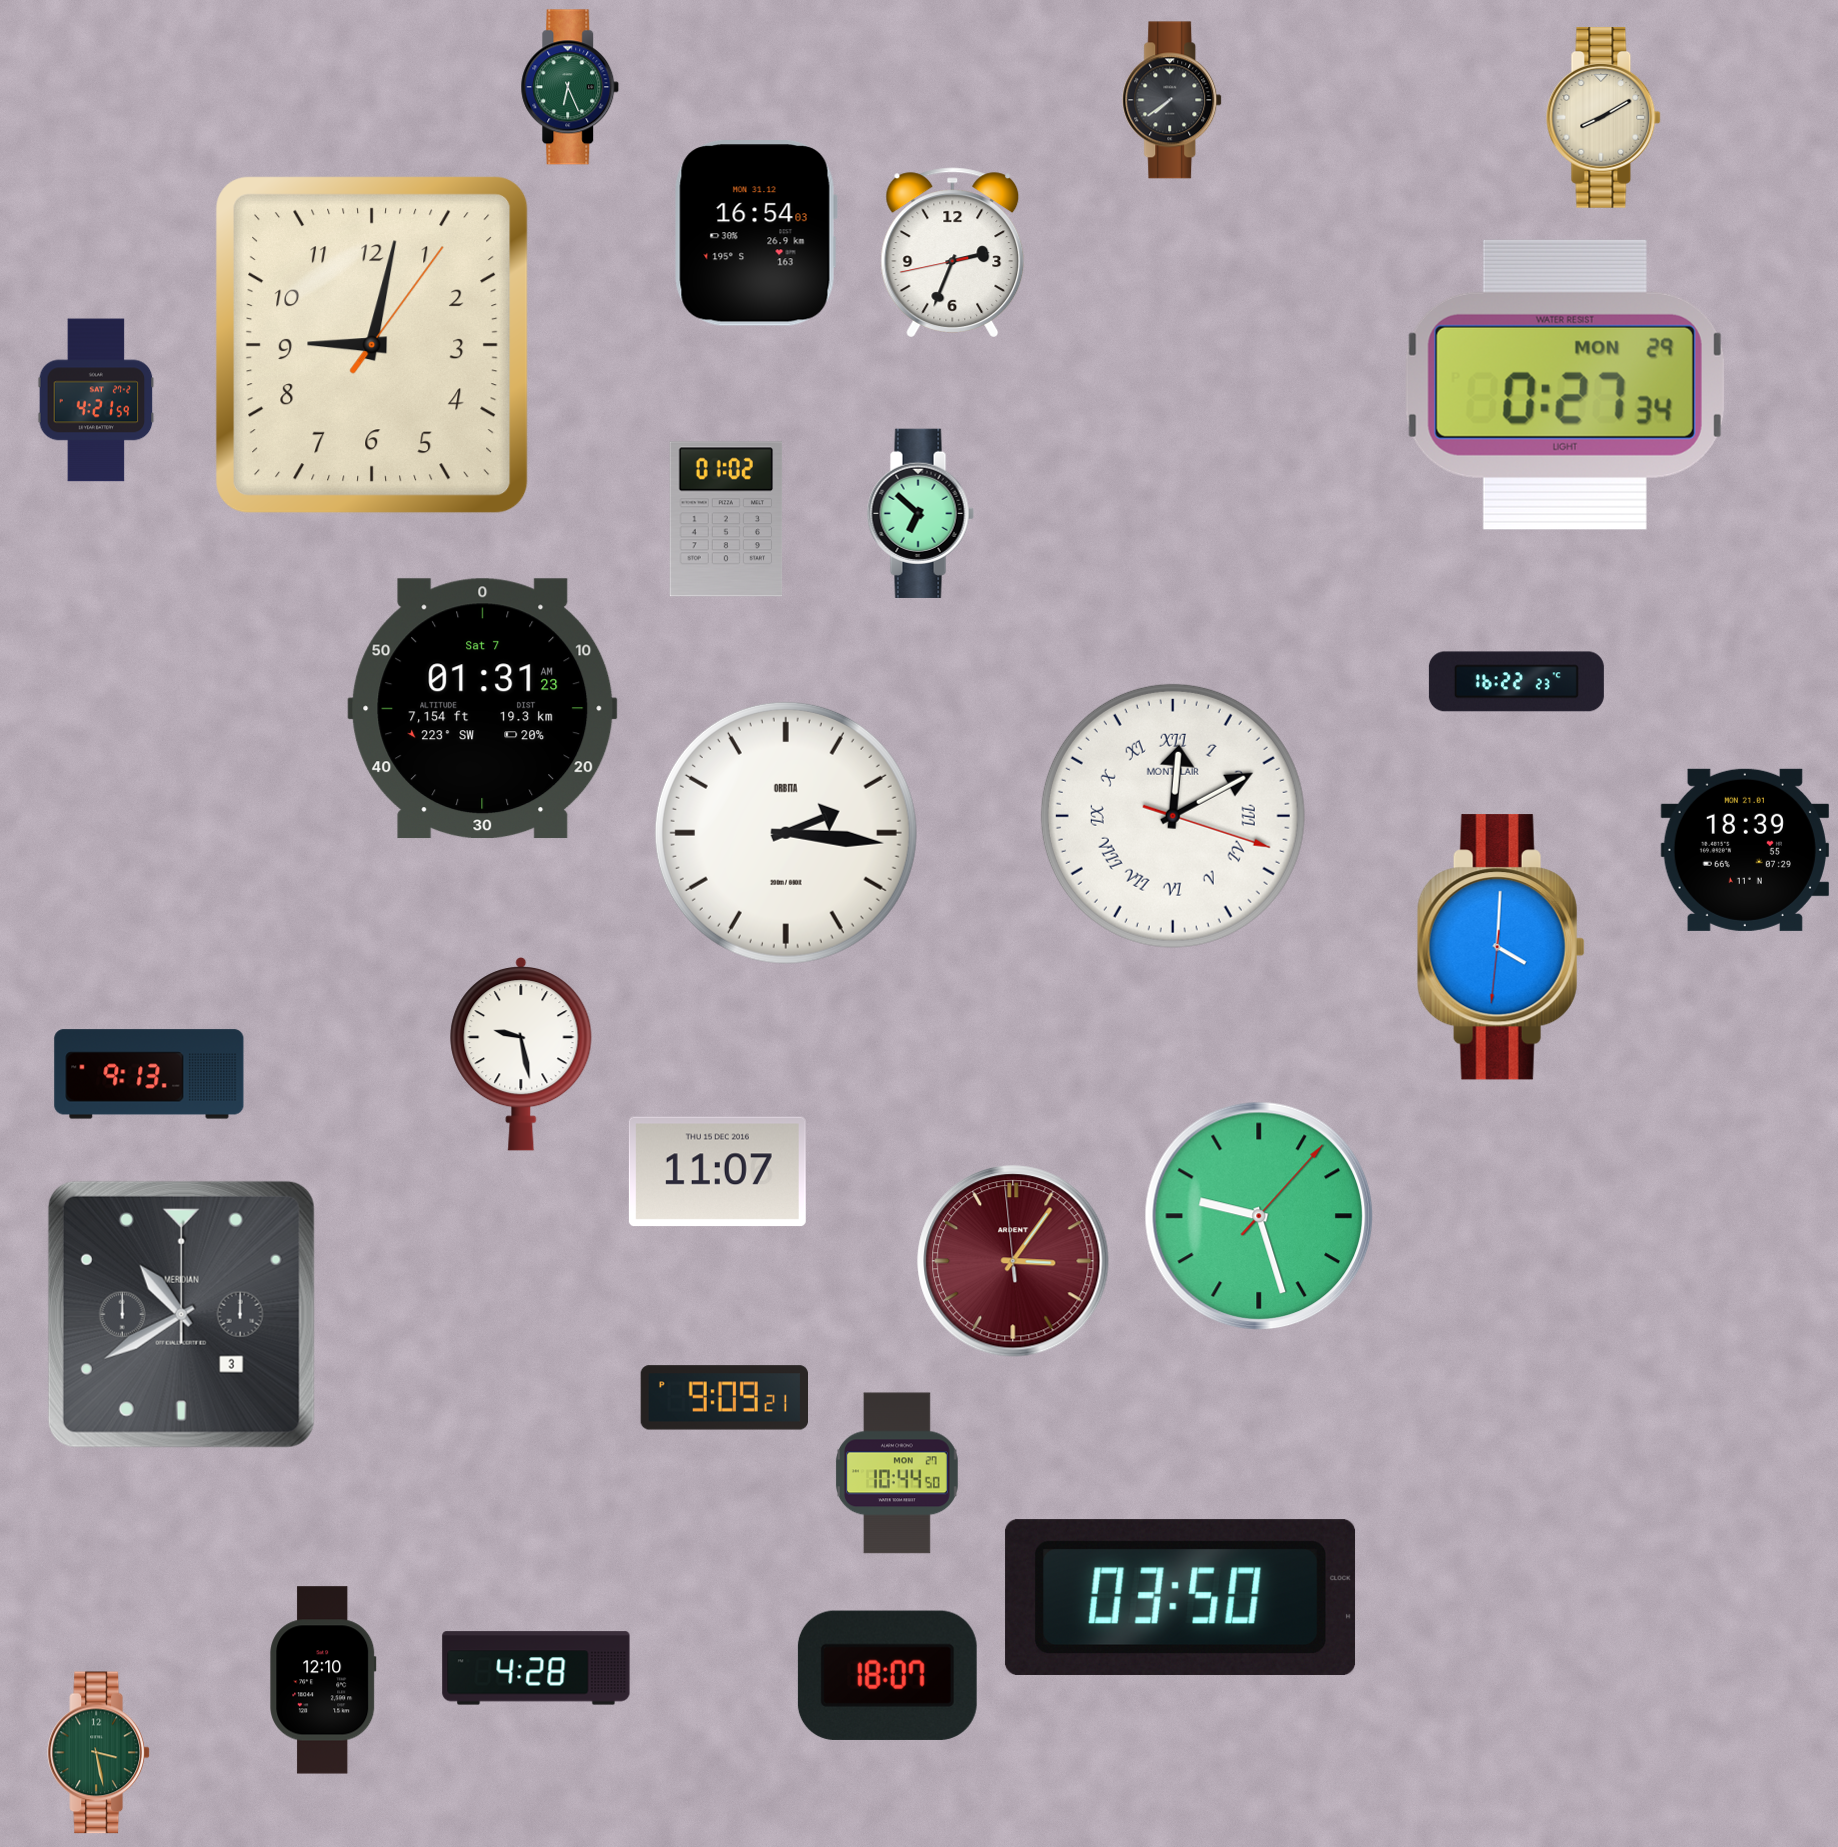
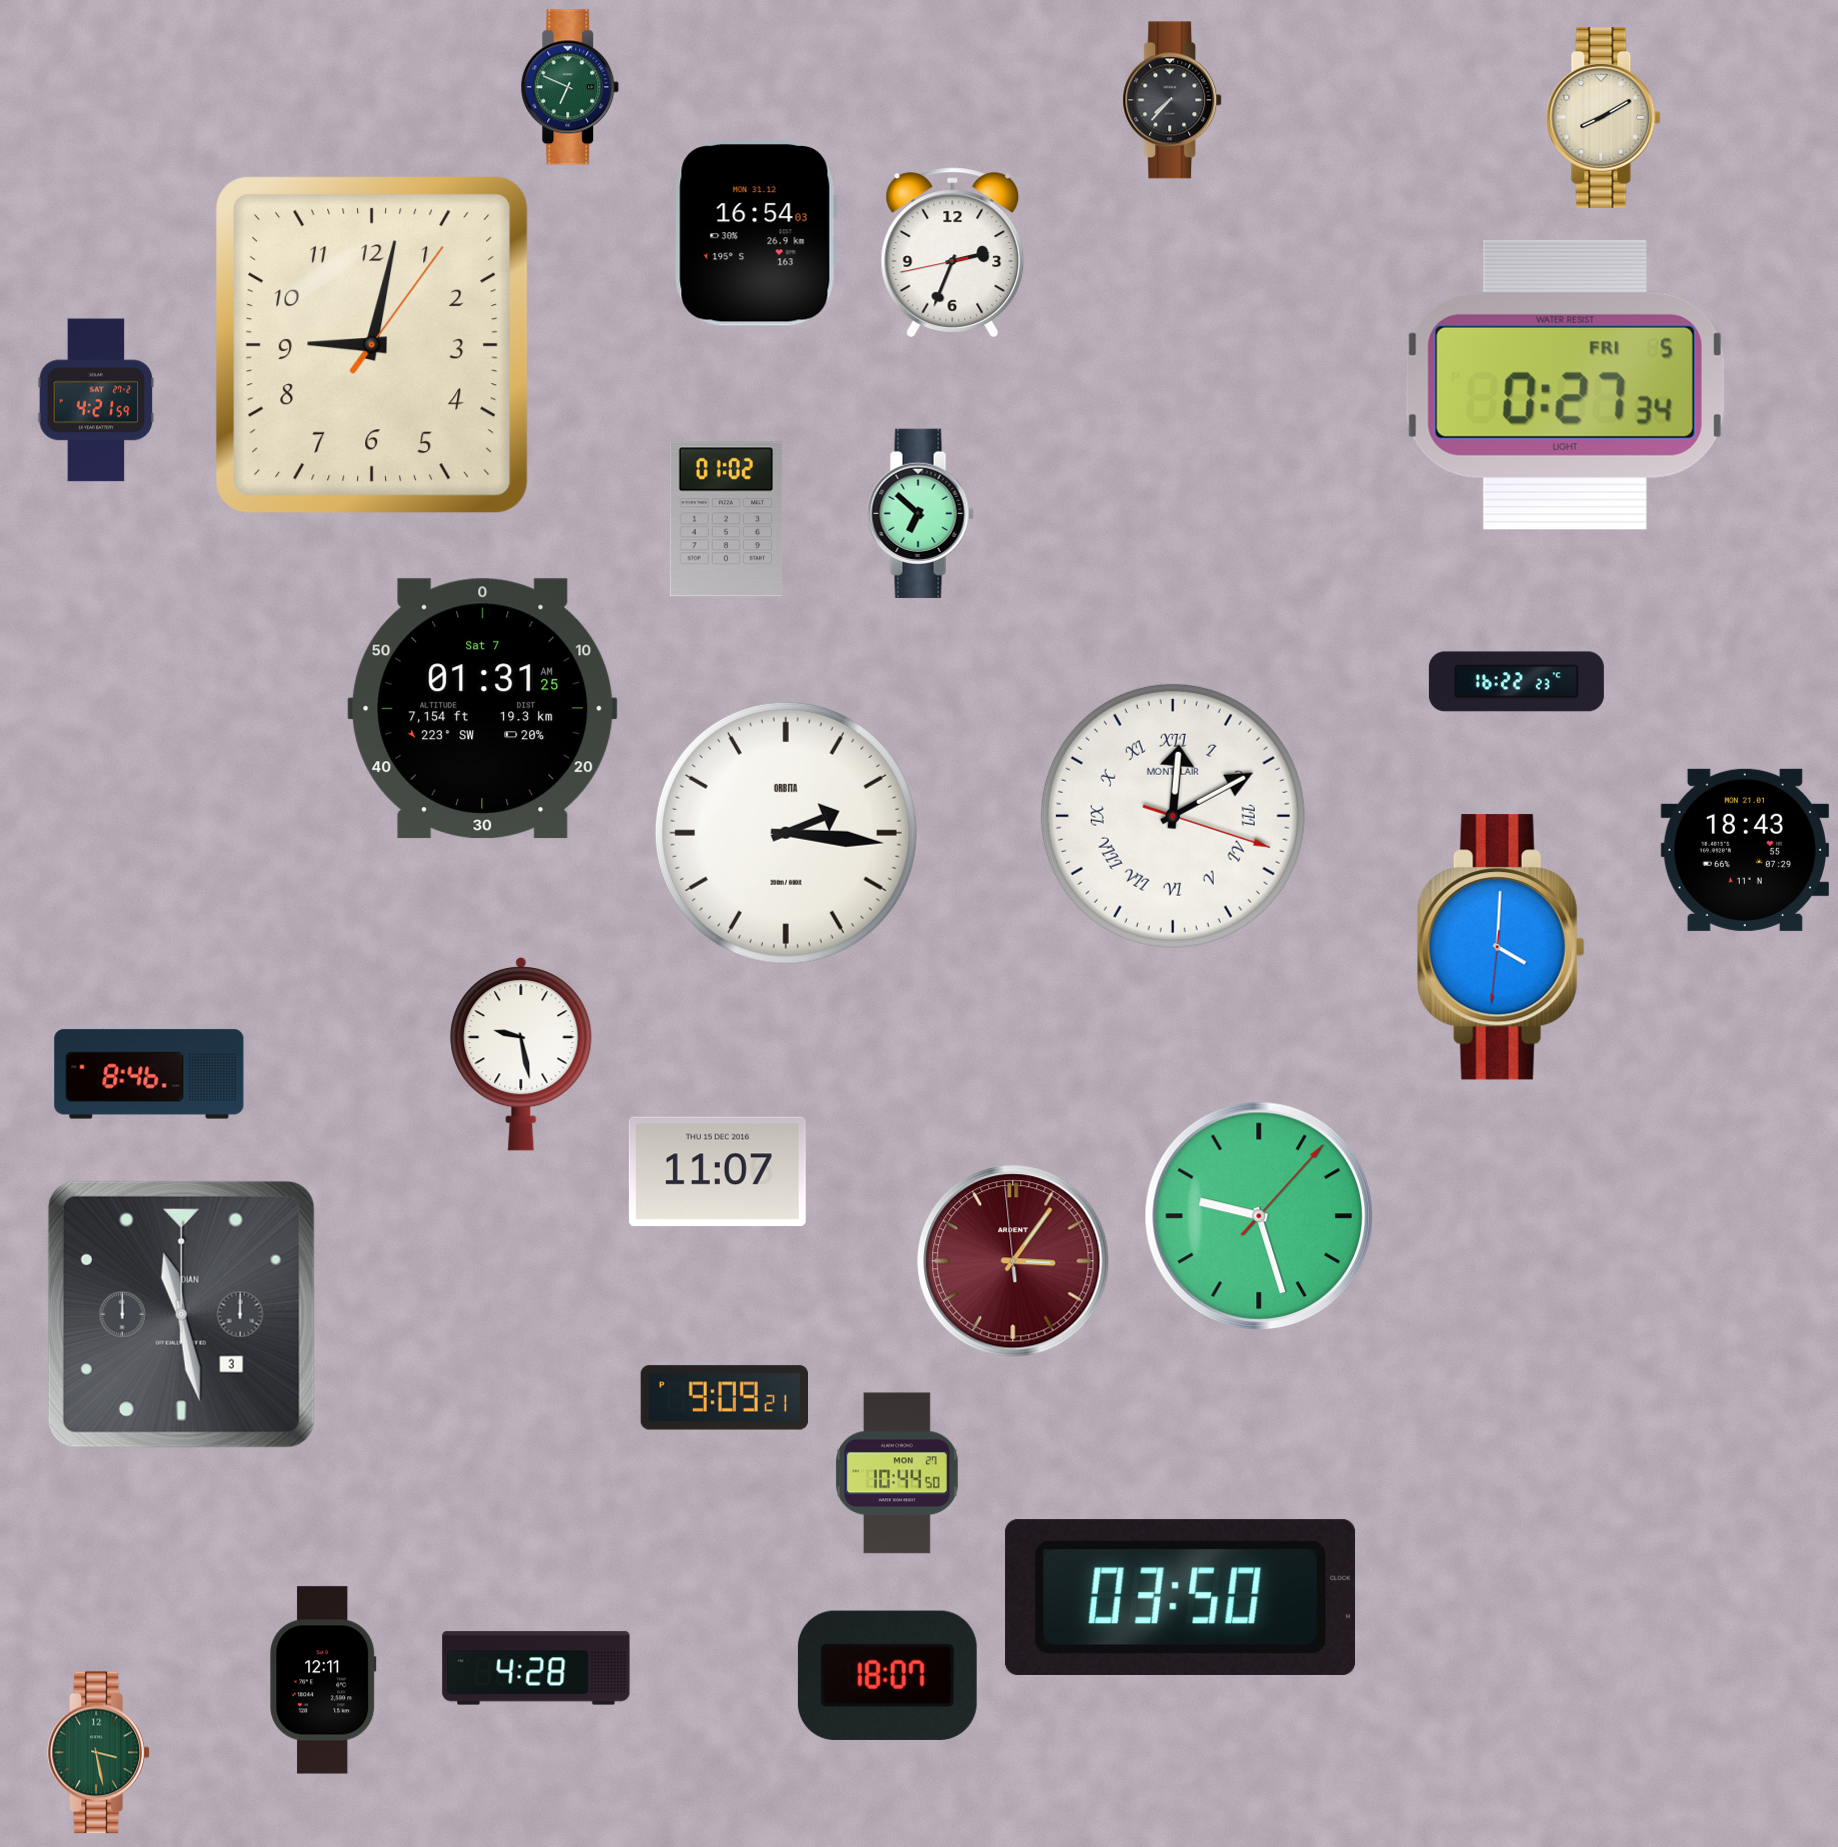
clock at (570, 87): 6:26 -> 6:49
clock at (1173, 100): 7:39 -> 7:37
clock at (1565, 385) date: MON 29 -> FRI 5
clock at (483, 709): 01:31:23 AM -> 01:31:25 AM
clock at (1745, 850): 18:39 -> 18:43
clock at (149, 1074): 9:13 -> 8:46
clock at (181, 1314): 10:40 -> 11:28
clock at (323, 1680): 12:10 -> 12:11
